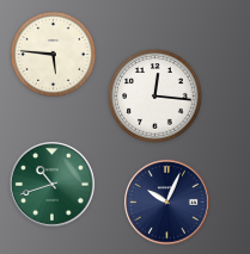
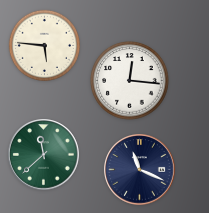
clock at (53, 185): 10:42 -> 11:38
clock at (167, 203): 10:04 -> 11:19
